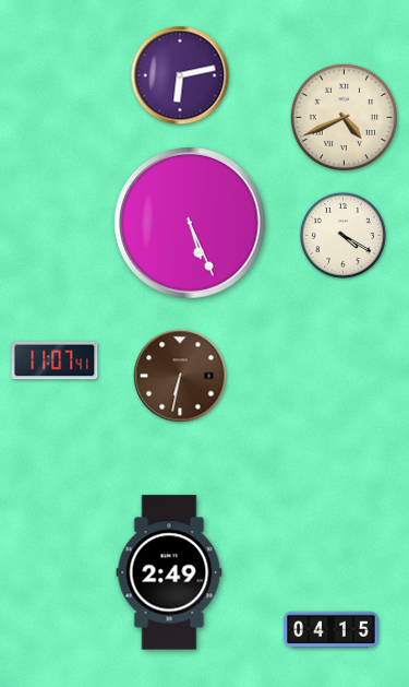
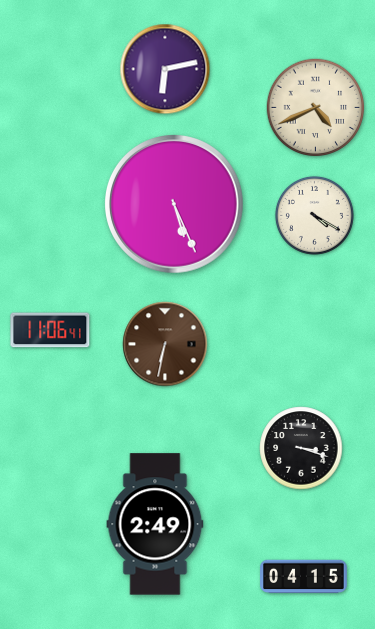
clock at (55, 360): 11:07 -> 11:06
clock at (301, 448): none -> 3:18
